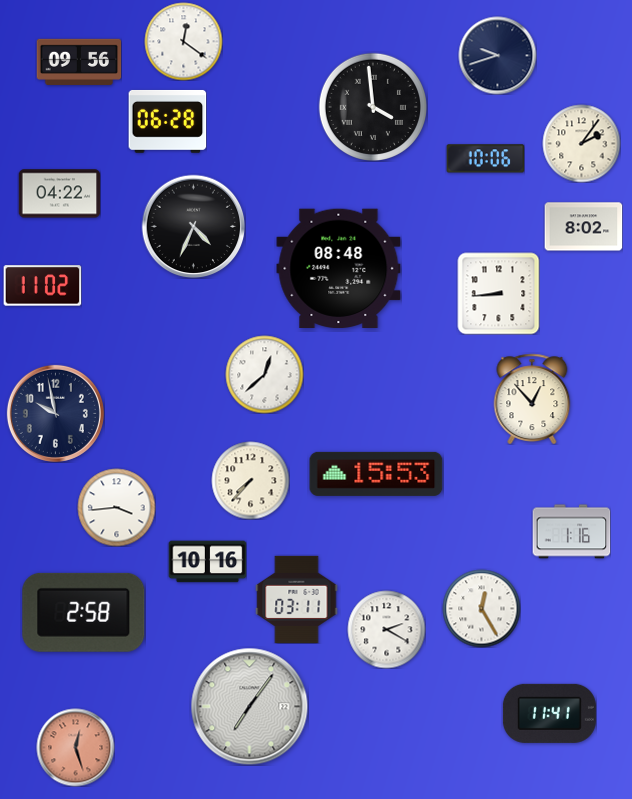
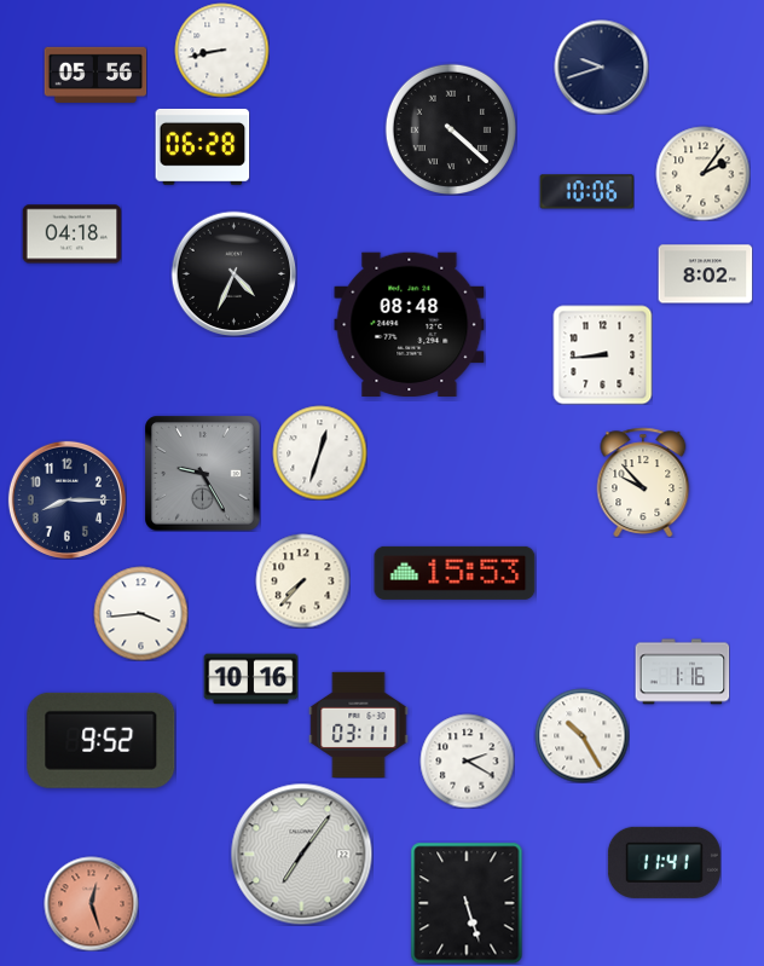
clock at (183, 41): 12:21 -> 8:43
clock at (79, 62): 09:56 -> 05:56
clock at (372, 106): 3:59 -> 4:22
clock at (59, 194): 04:22 -> 04:18
clock at (42, 286): 11:02 -> none
clock at (264, 374): 12:38 -> 12:33
clock at (202, 473): none -> 9:25
clock at (532, 399): 12:53 -> 9:53
clock at (55, 413): 9:58 -> 8:15
clock at (571, 532) position: (571, 532) -> (682, 672)
clock at (481, 608): 12:25 -> 10:25
clock at (84, 612): 2:58 -> 9:52
clock at (467, 903): none -> 5:27
